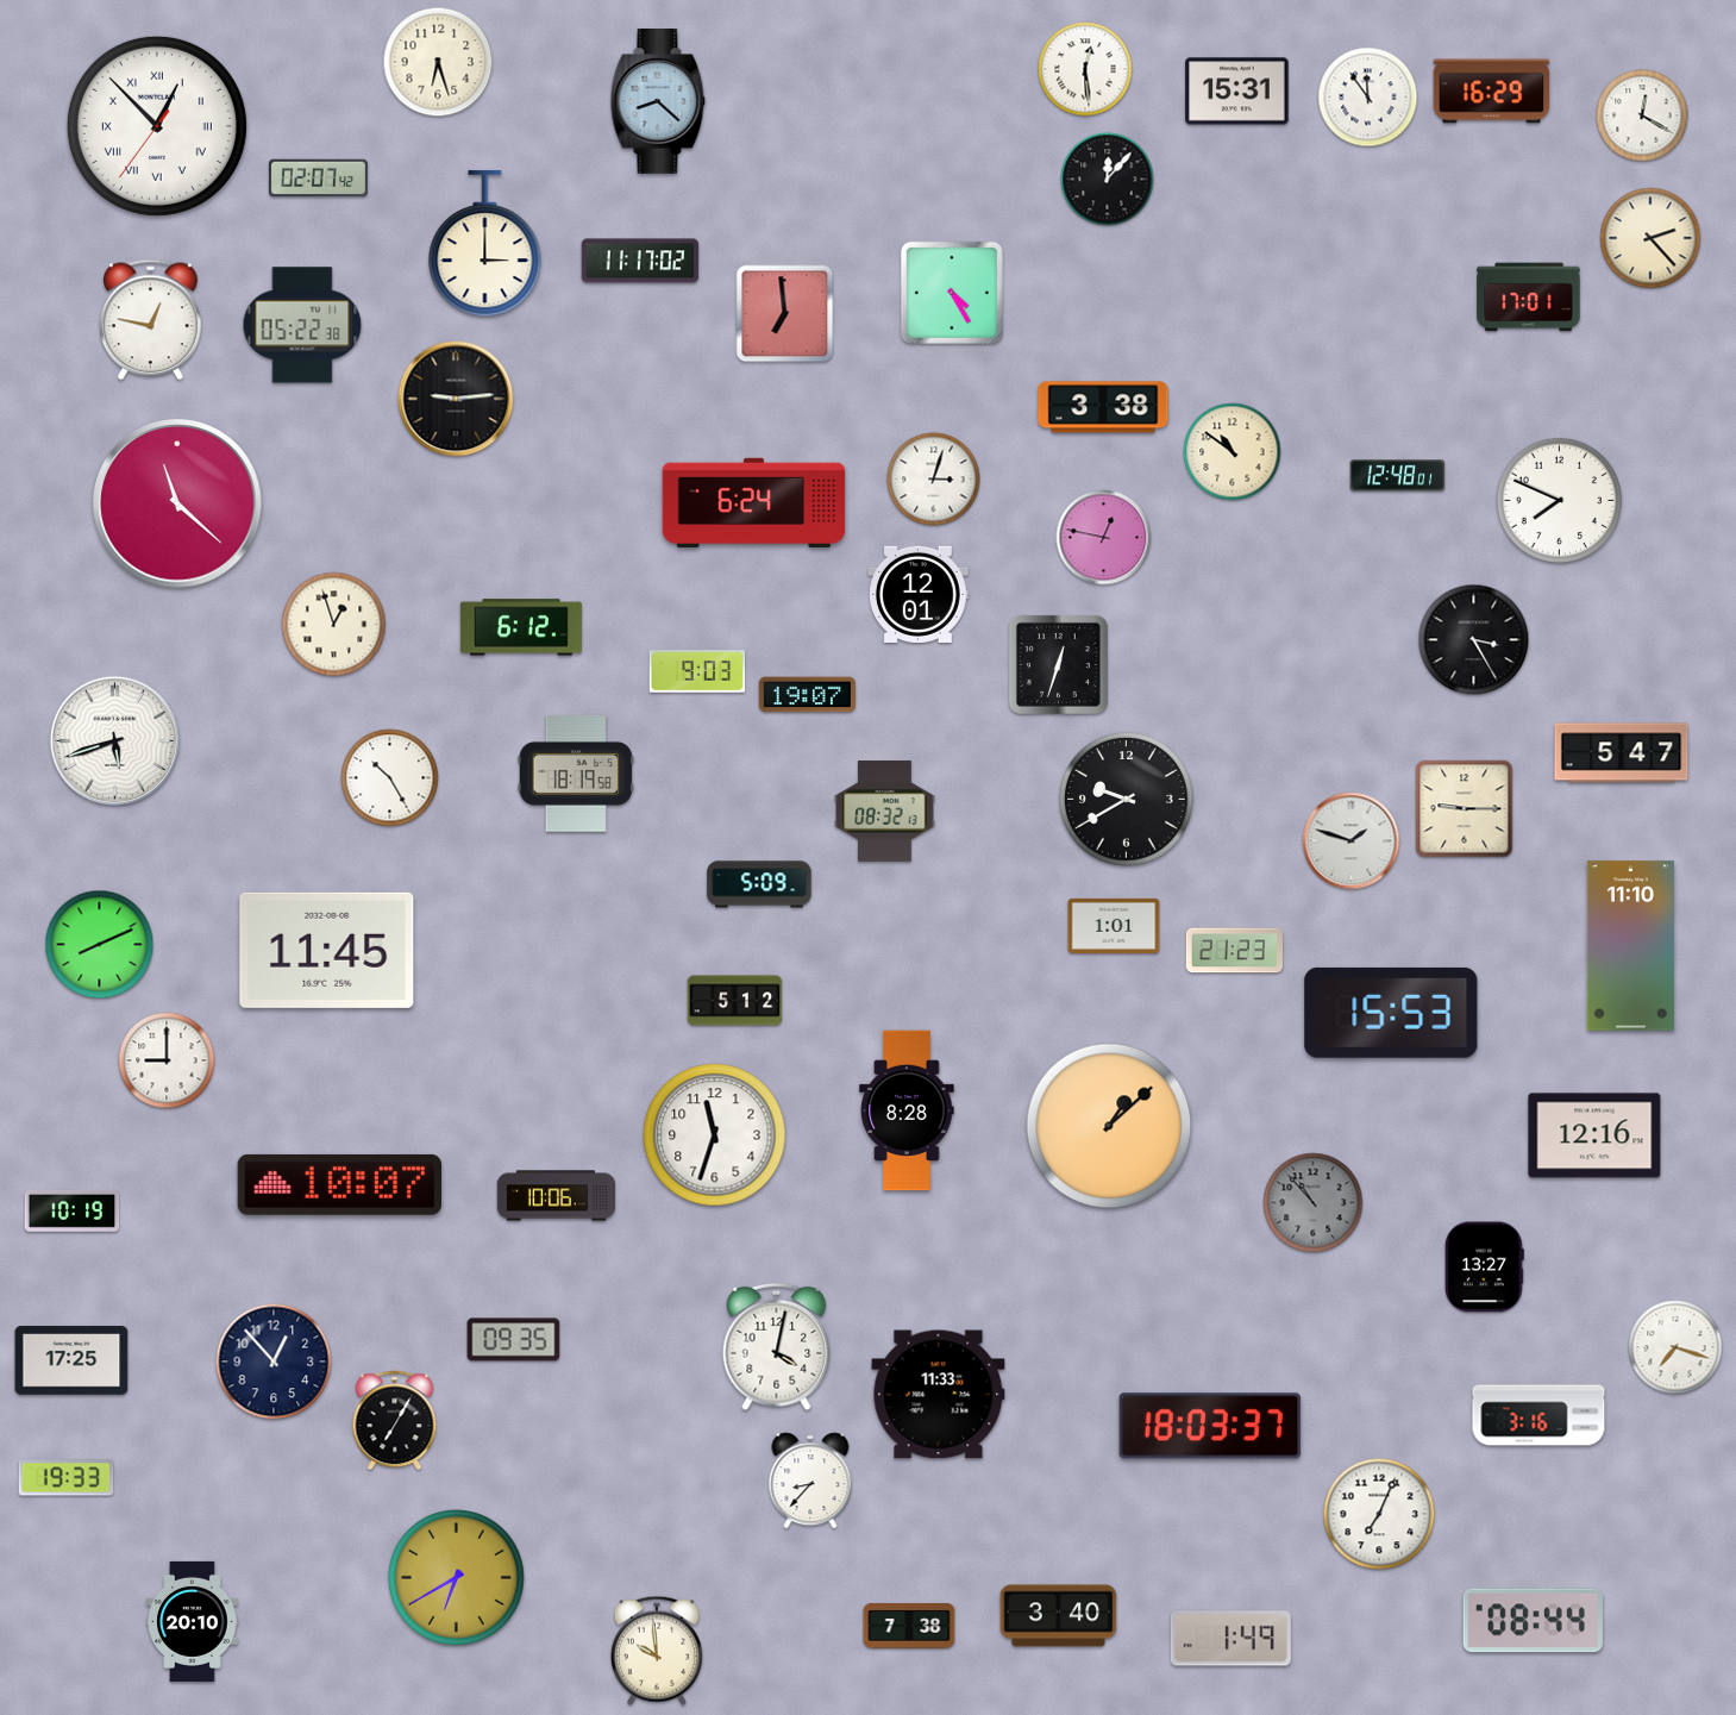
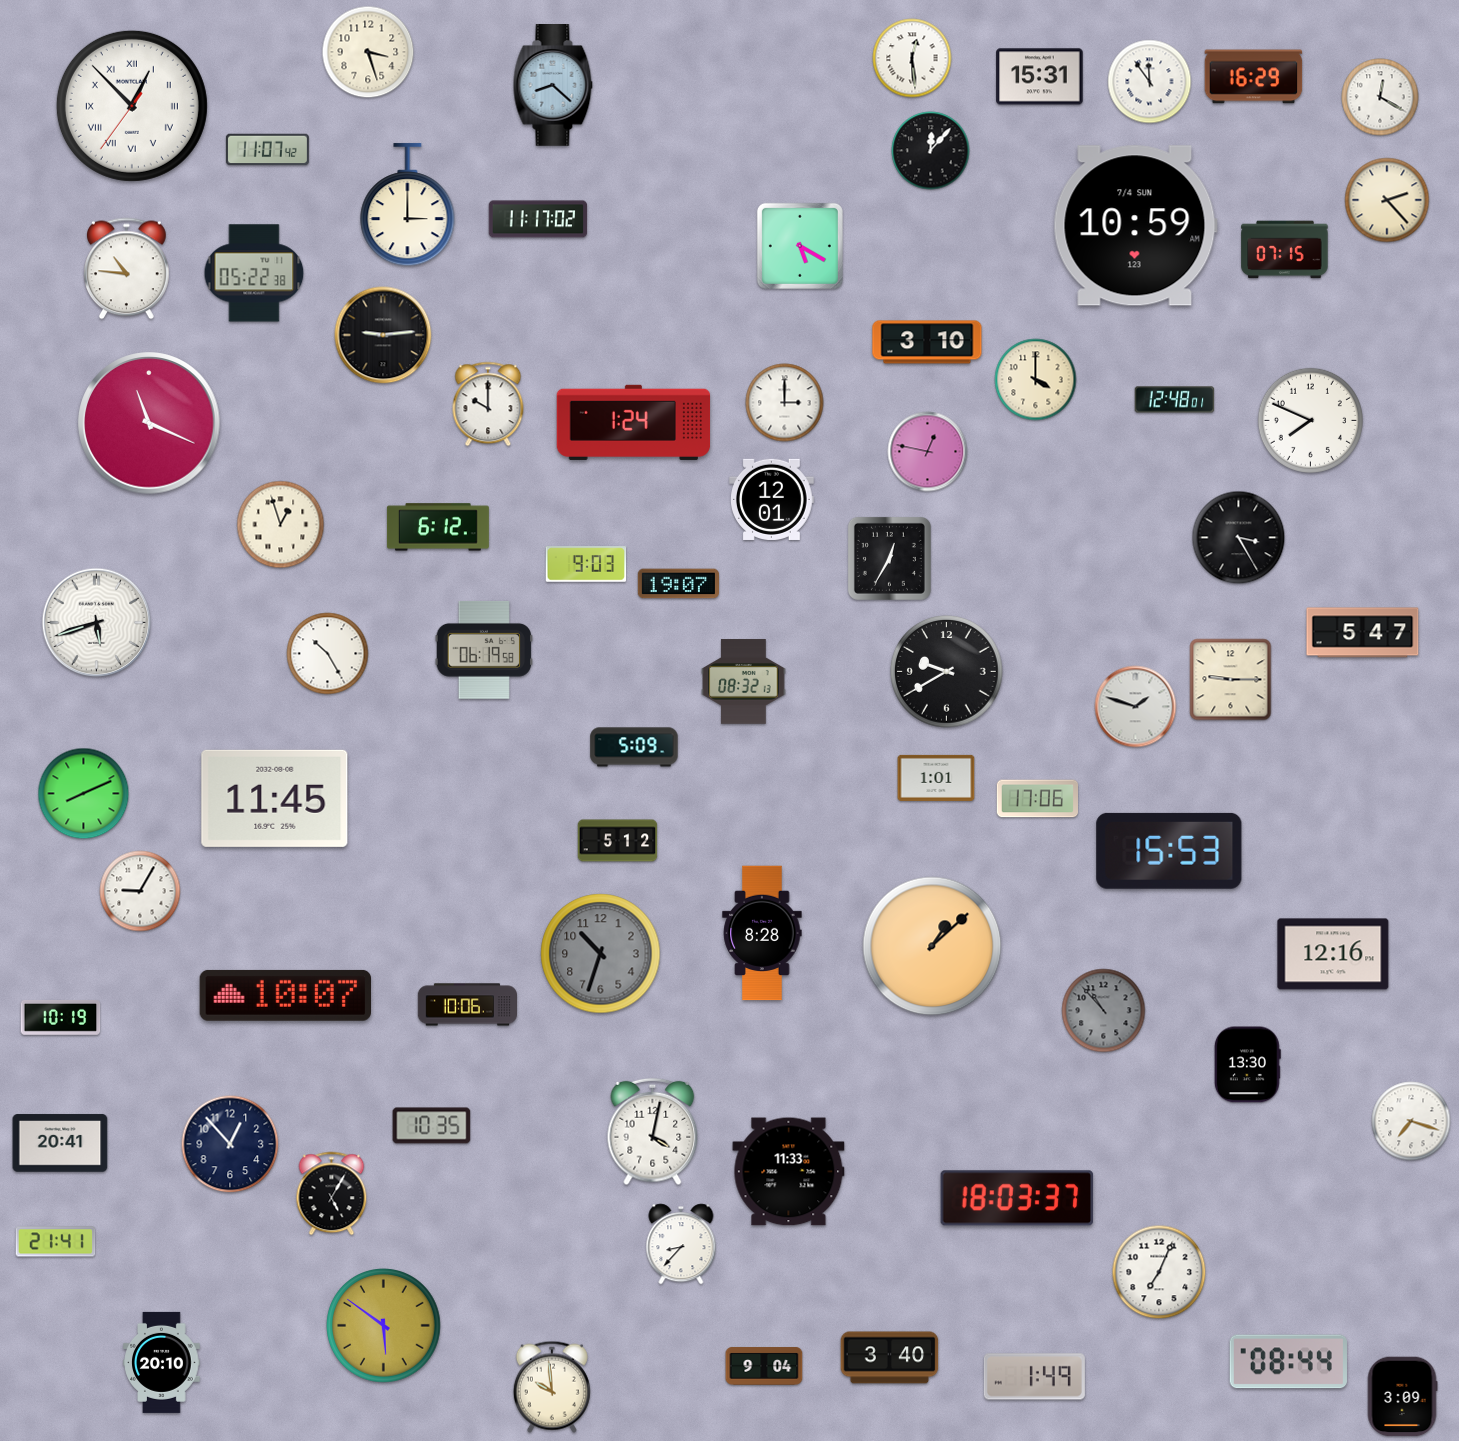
clock at (438, 62): 6:27 -> 3:27
clock at (318, 179): 02:07 -> 11:07
clock at (1135, 226): none -> 10:59
clock at (952, 293): 4:25 -> 5:20
clock at (1529, 298): 17:01 -> 07:15
clock at (785, 314): 6:59 -> none
clock at (151, 320): 12:47 -> 10:46
clock at (1103, 407): 3:38 -> 3:10
clock at (1233, 452): 10:51 -> 4:00
clock at (934, 480): 3:03 -> 3:00
clock at (488, 404): none -> 10:00
clock at (754, 502): 6:24 -> 1:24
clock at (177, 503): 11:22 -> 11:19
clock at (1058, 664): 12:33 -> 12:35
clock at (576, 774): 18:19 -> 06:19
clock at (759, 884) position: (759, 884) -> (634, 747)
clock at (1630, 946): 11:10 -> none
clock at (1234, 951): 21:23 -> 17:06
clock at (167, 1060): 9:00 -> 9:05
clock at (715, 1135): 11:33 -> 10:33
clock at (715, 1135) dial: white -> grey
clock at (1594, 1135) position: (1594, 1135) -> (1333, 954)
clock at (1484, 1268): 13:27 -> 13:30
clock at (514, 1340): 09:35 -> 10:35
clock at (1675, 1347) position: (1675, 1347) -> (1411, 1121)
clock at (71, 1360): 17:25 -> 20:41
clock at (1538, 1415): 3:16 -> none
clock at (395, 1421): 7:05 -> 5:05
clock at (67, 1478): 19:33 -> 21:41
clock at (457, 1578): 6:40 -> 5:51
clock at (909, 1626): 7:38 -> 9:04
clock at (1402, 1397): none -> 3:09
